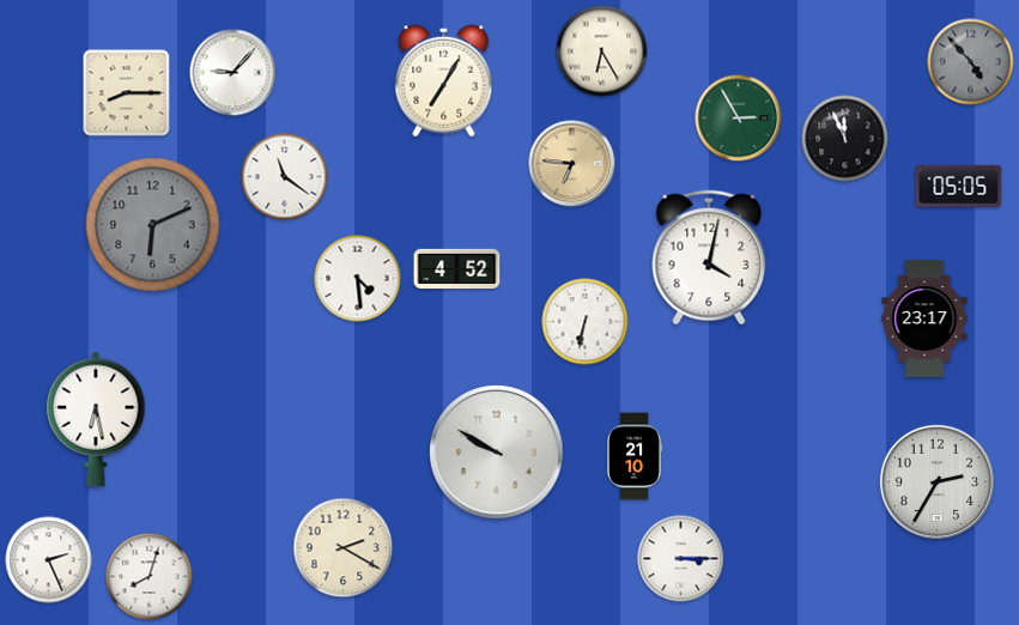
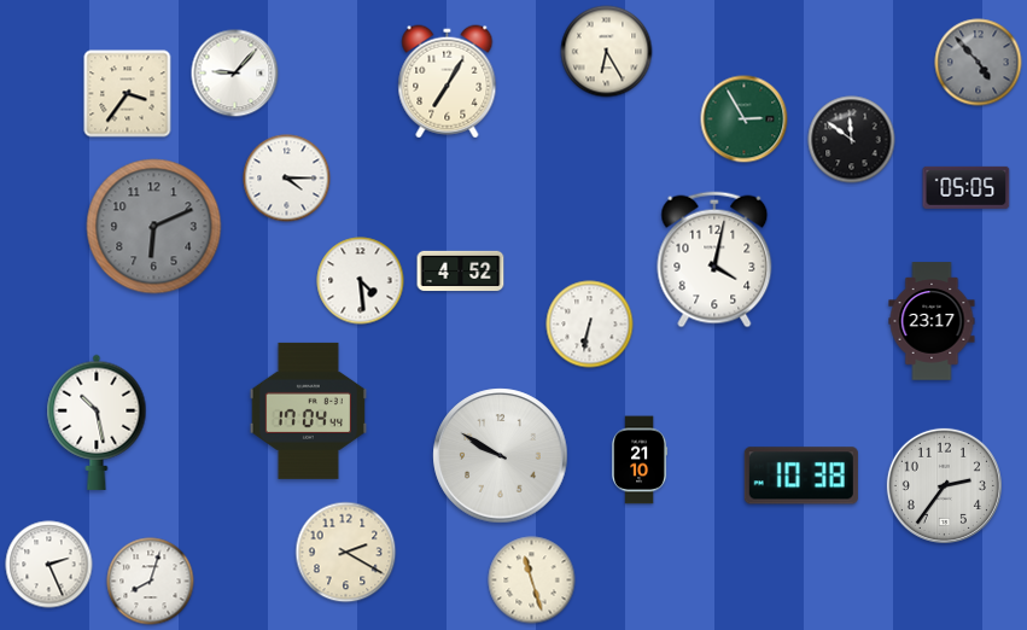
clock at (127, 93): 8:15 -> 3:36
clock at (845, 139): 11:56 -> 11:51
clock at (572, 164): 6:46 -> none
clock at (285, 177): 11:21 -> 4:15
clock at (308, 410): none -> 17:04
clock at (96, 419): 6:28 -> 10:28
clock at (801, 476): none -> 10:38
clock at (936, 481): 2:35 -> 2:36
clock at (681, 559): 3:15 -> none
clock at (532, 581): none -> 11:27
